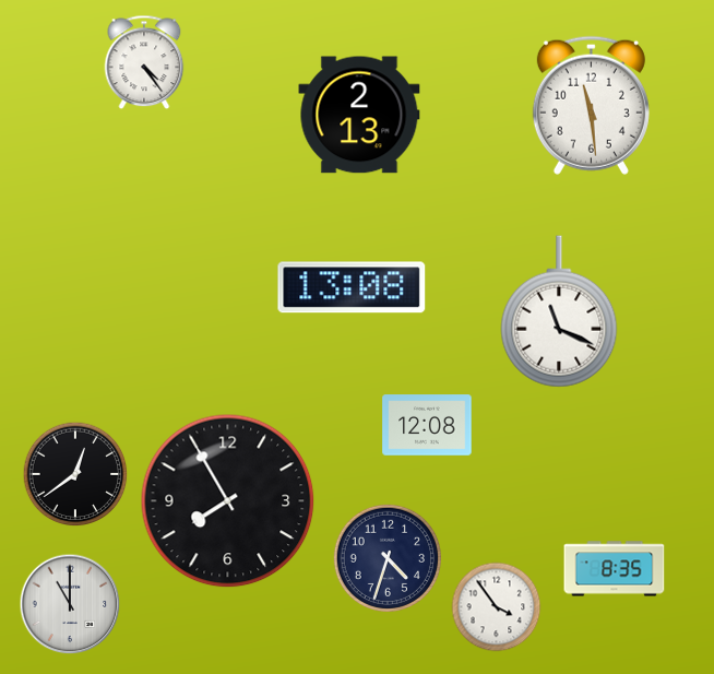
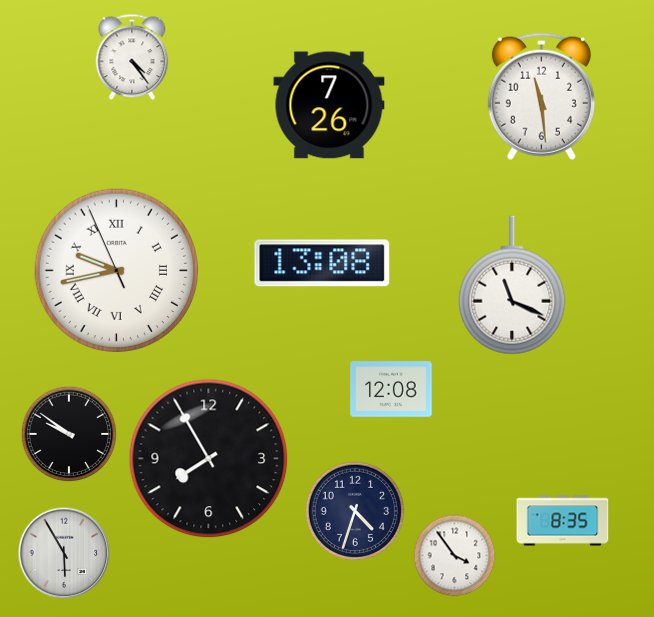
clock at (359, 115): 2:13 -> 7:26
clock at (116, 270): none -> 9:42
clock at (75, 474): 12:39 -> 9:51
clock at (70, 604): 11:00 -> 5:55
